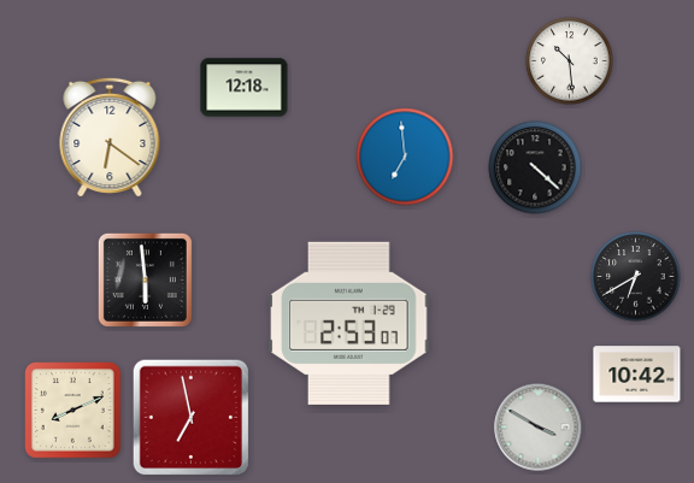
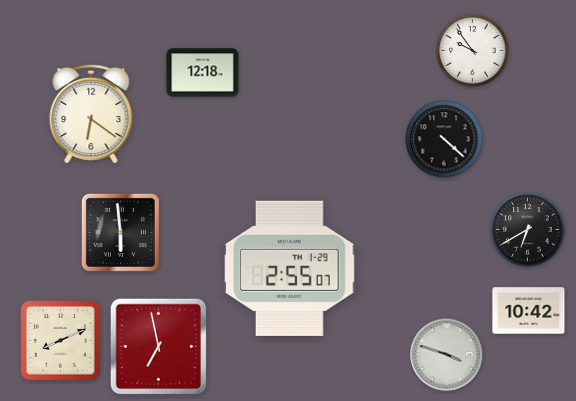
clock at (570, 61): 10:29 -> 9:54
clock at (405, 157): 6:59 -> none
clock at (349, 323): 2:53 -> 2:55
clock at (539, 428): 3:50 -> 3:48
